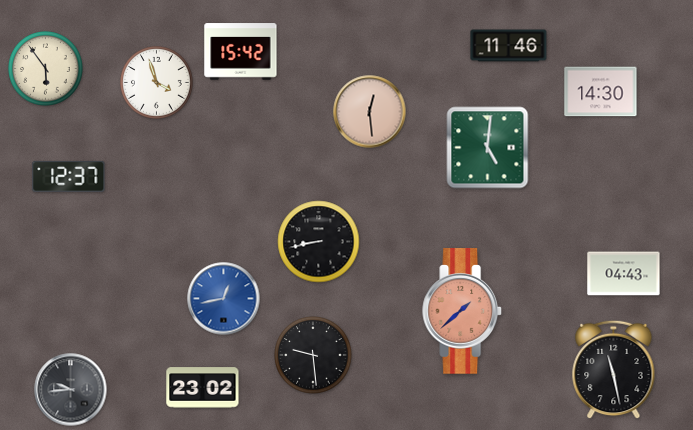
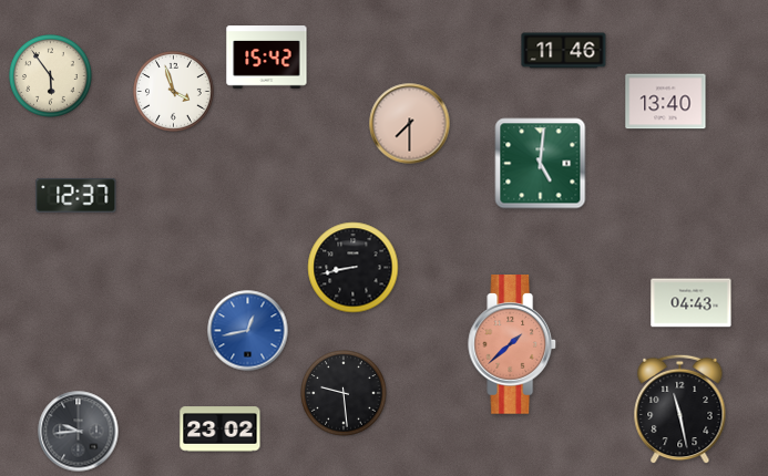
clock at (601, 92): 14:30 -> 13:40
clock at (370, 112): 12:29 -> 7:30
clock at (313, 355) position: (313, 355) -> (344, 393)
clock at (203, 388) position: (203, 388) -> (221, 430)
